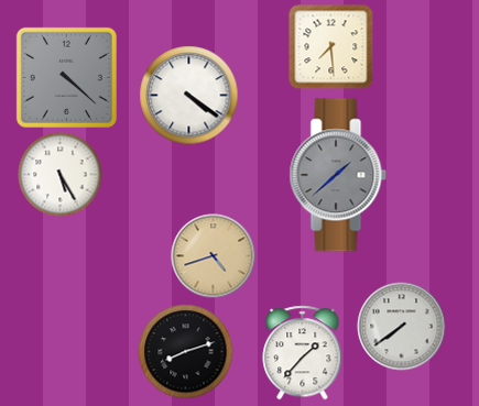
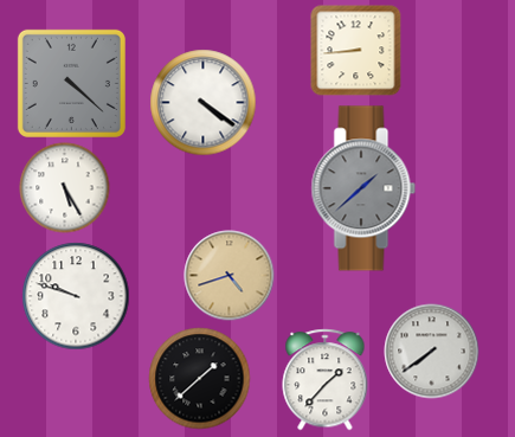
clock at (331, 47): 7:29 -> 8:44
clock at (76, 296): none -> 9:48
clock at (186, 352): 8:12 -> 1:38
